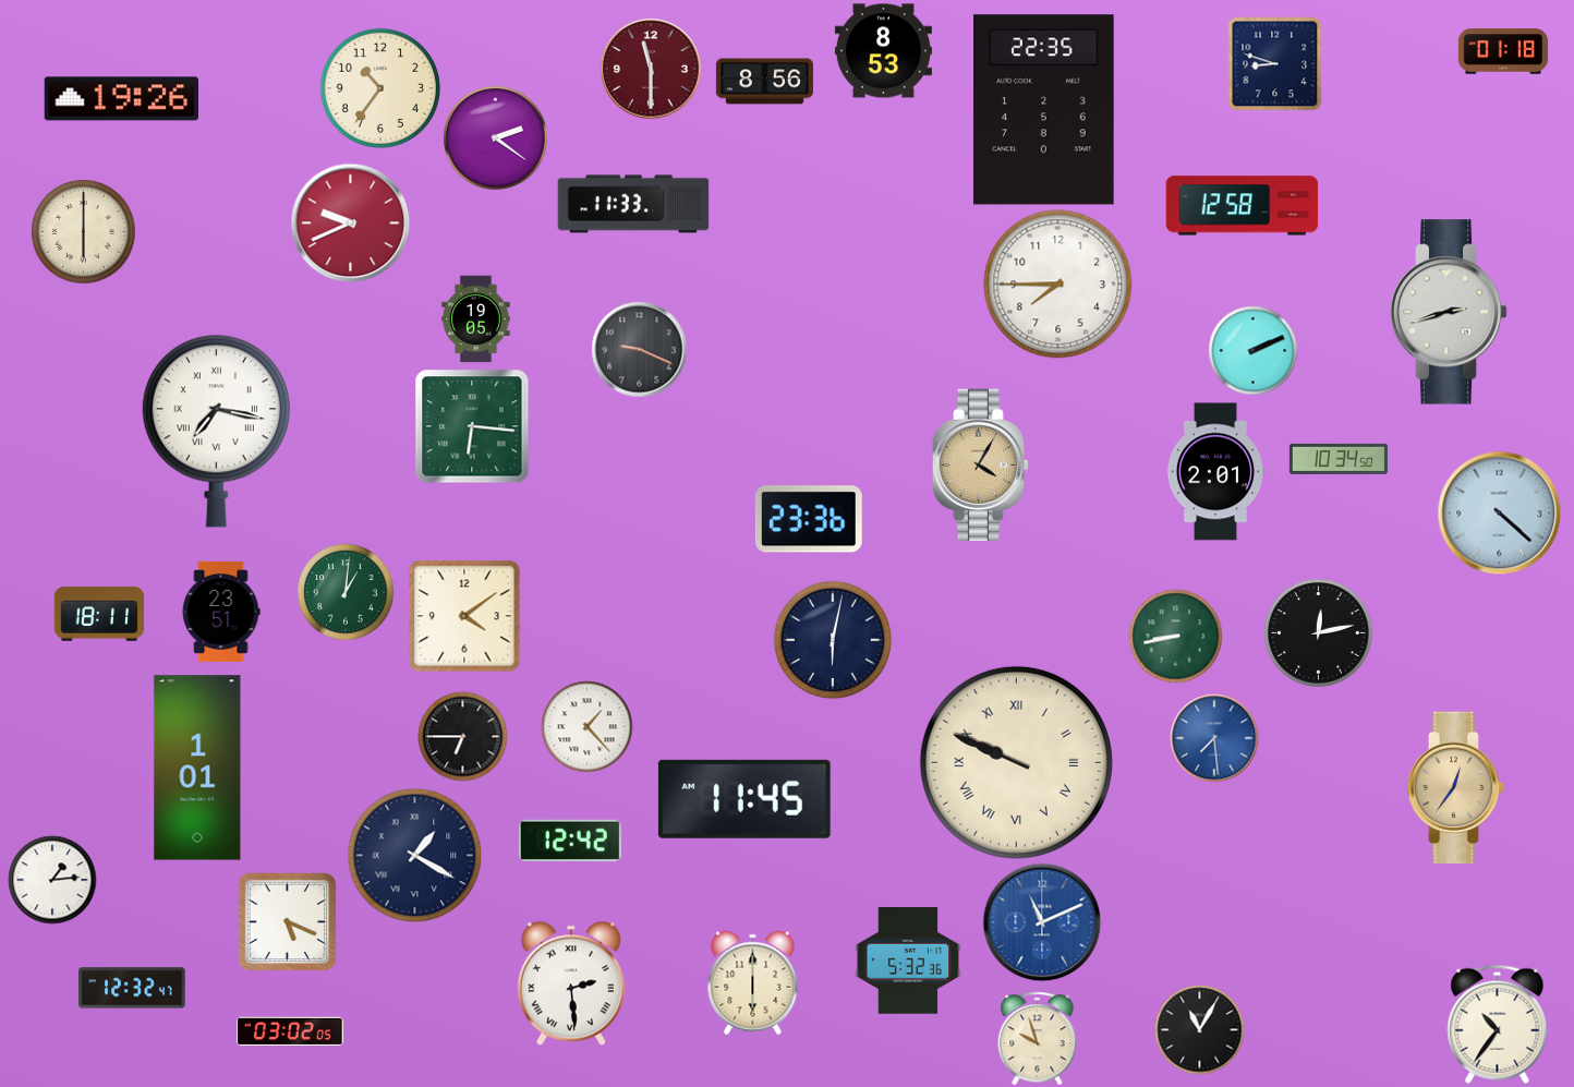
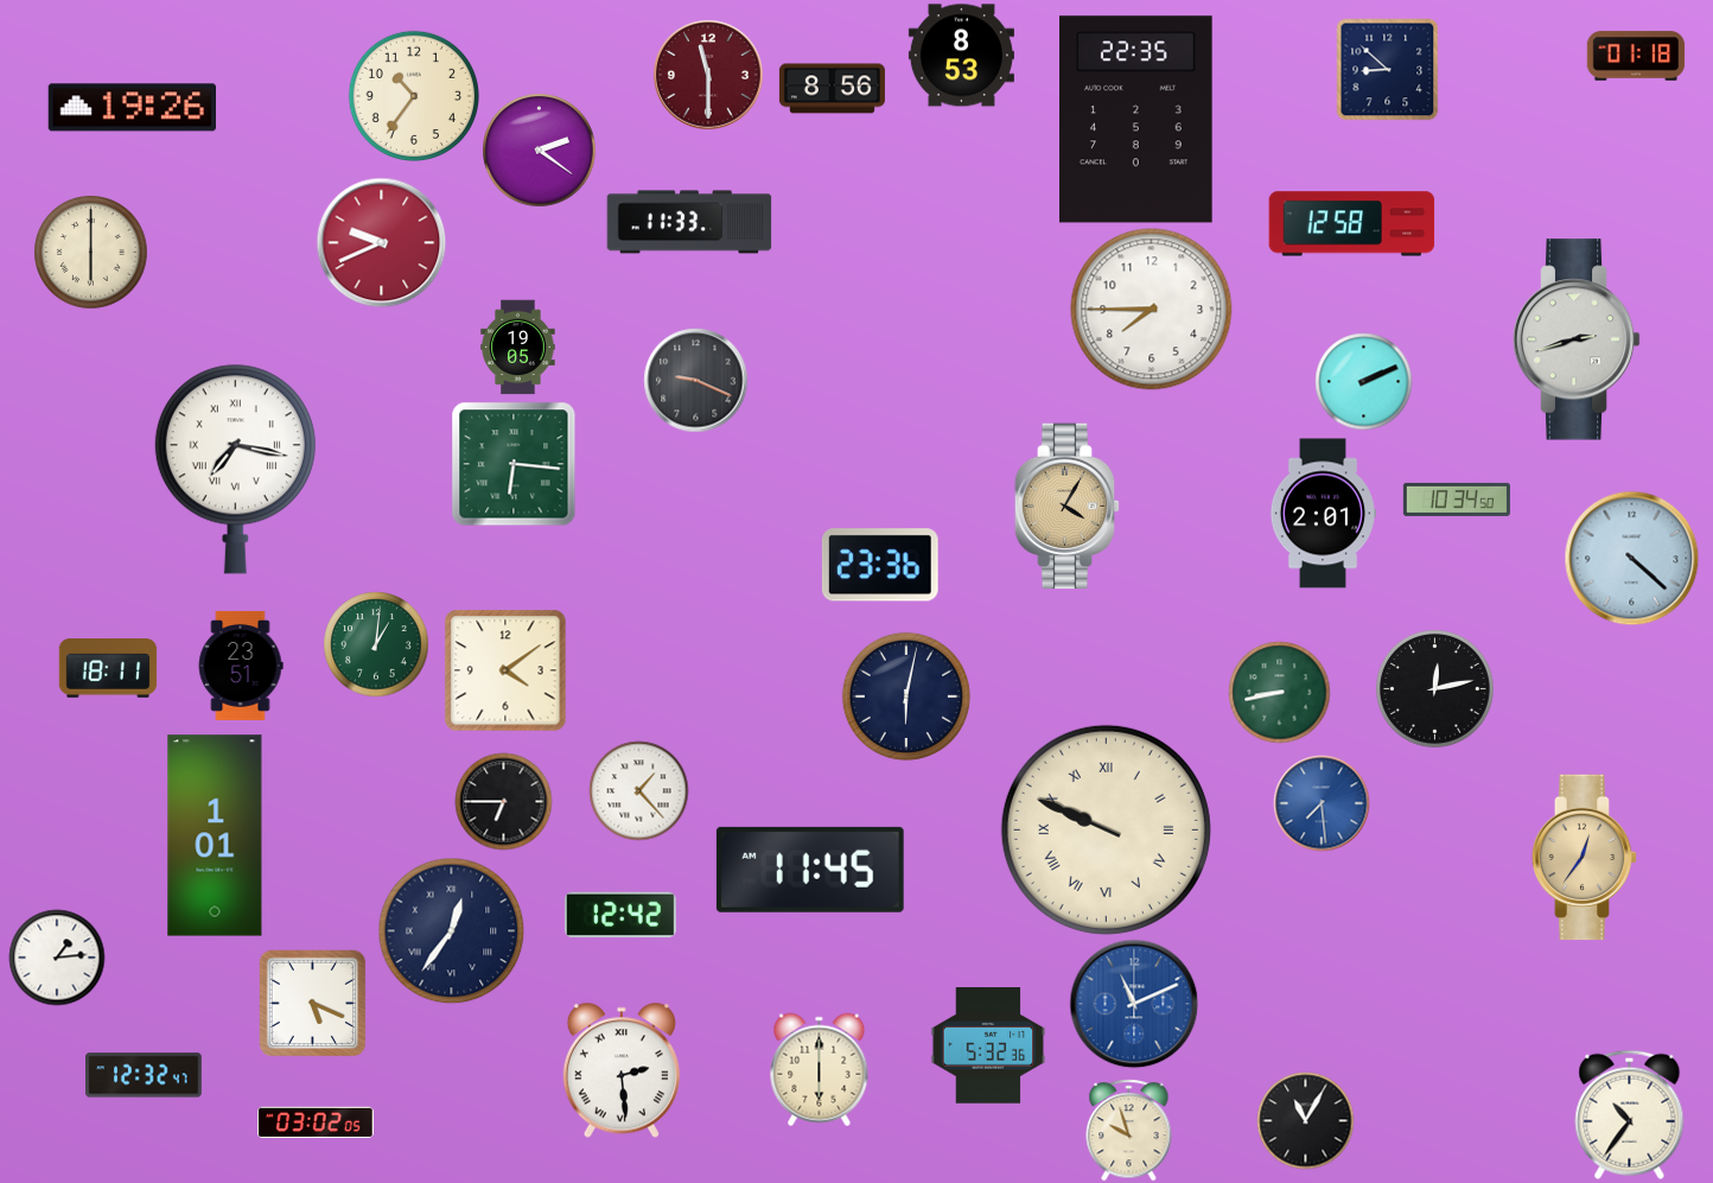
clock at (1274, 63): 8:48 -> 8:52
clock at (414, 855): 1:20 -> 12:36
